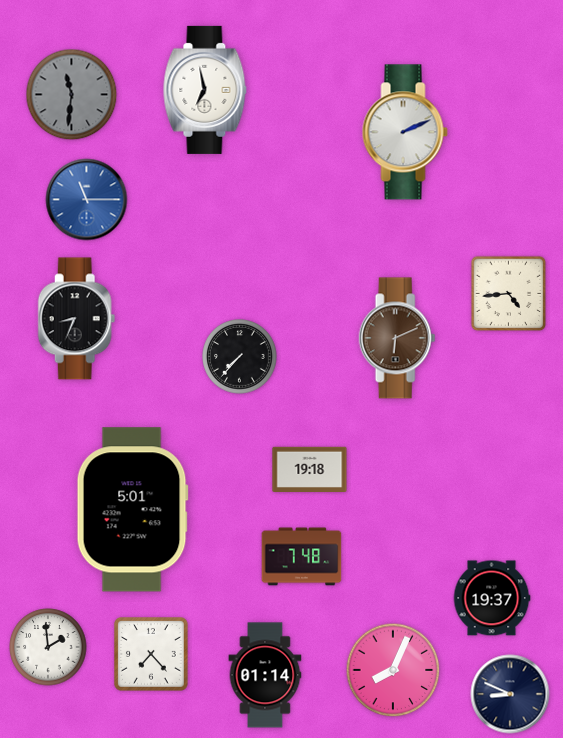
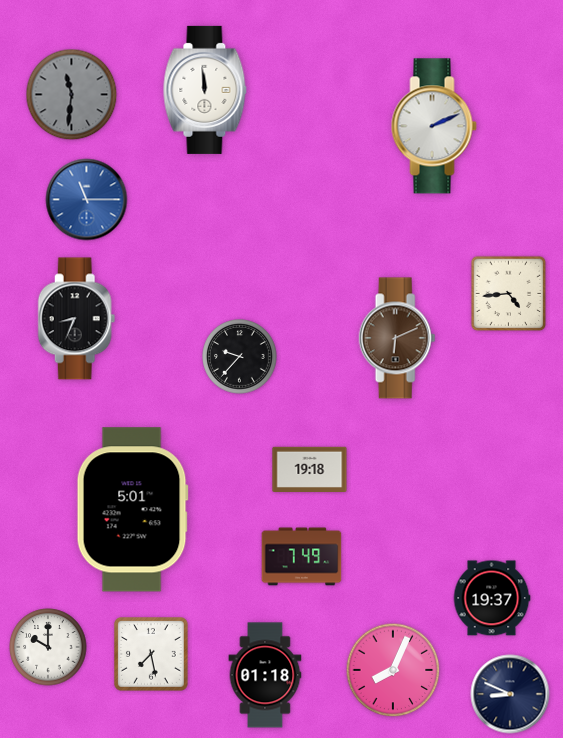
clock at (205, 90): 6:58 -> 11:59
clock at (405, 132) position: (405, 132) -> (434, 126)
clock at (240, 357): 7:37 -> 9:37
clock at (302, 557): 7:48 -> 7:49
clock at (48, 647): 1:59 -> 10:00
clock at (151, 654): 7:23 -> 7:28
clock at (265, 675): 01:14 -> 01:18
